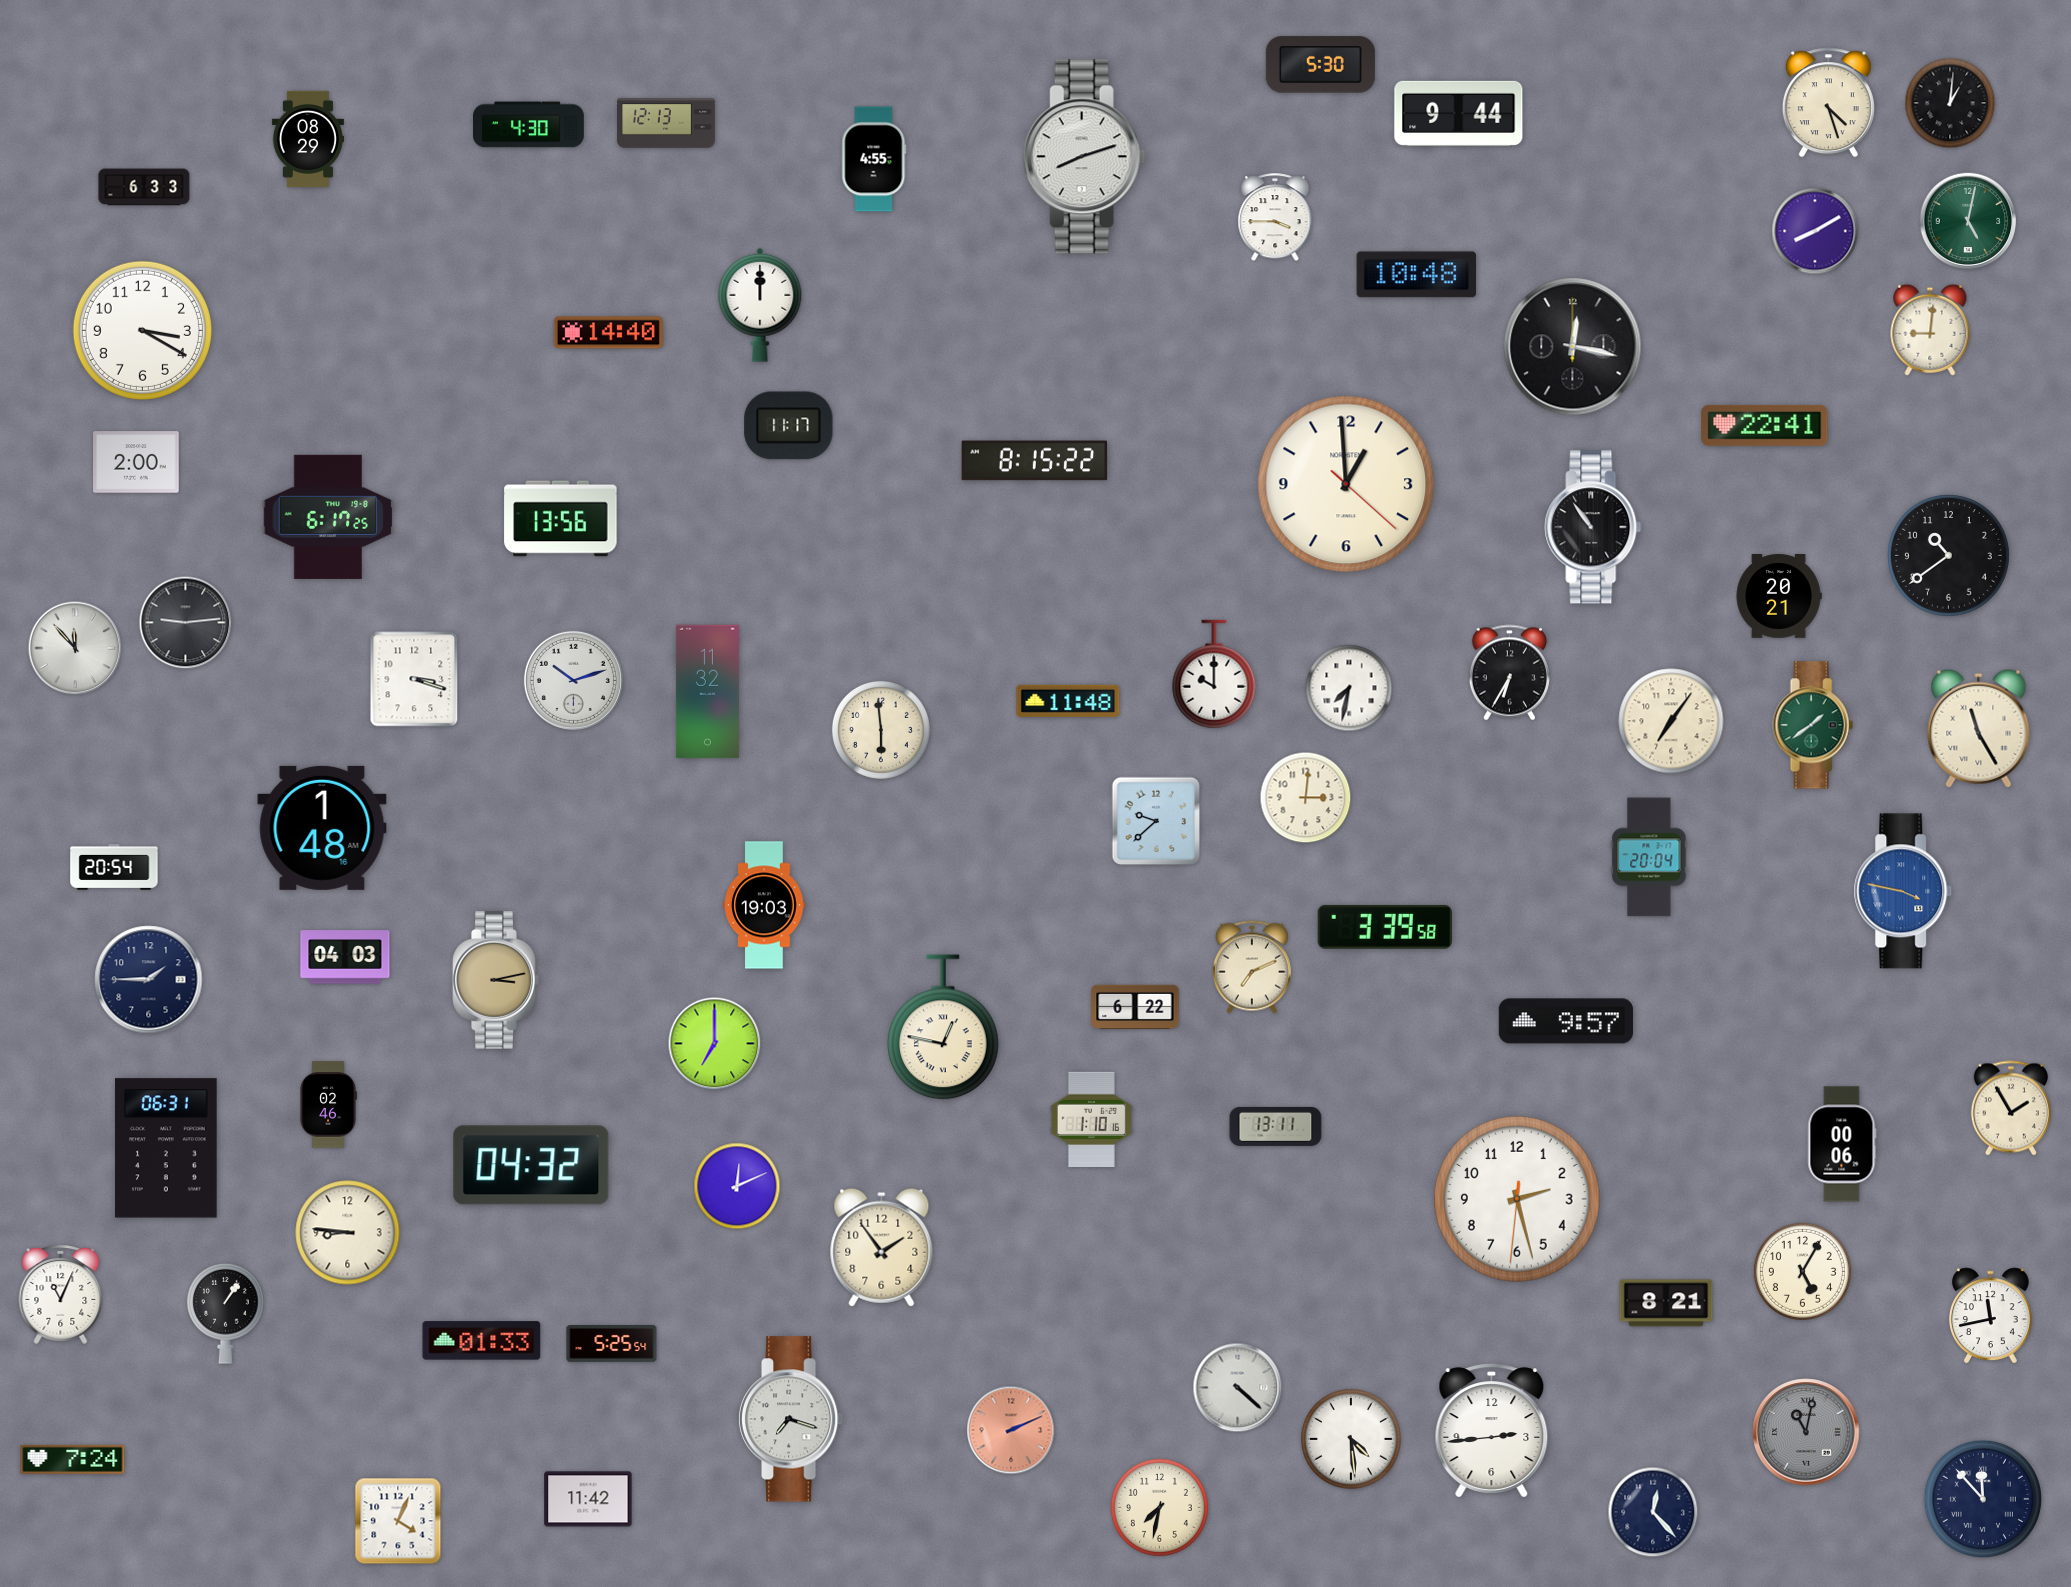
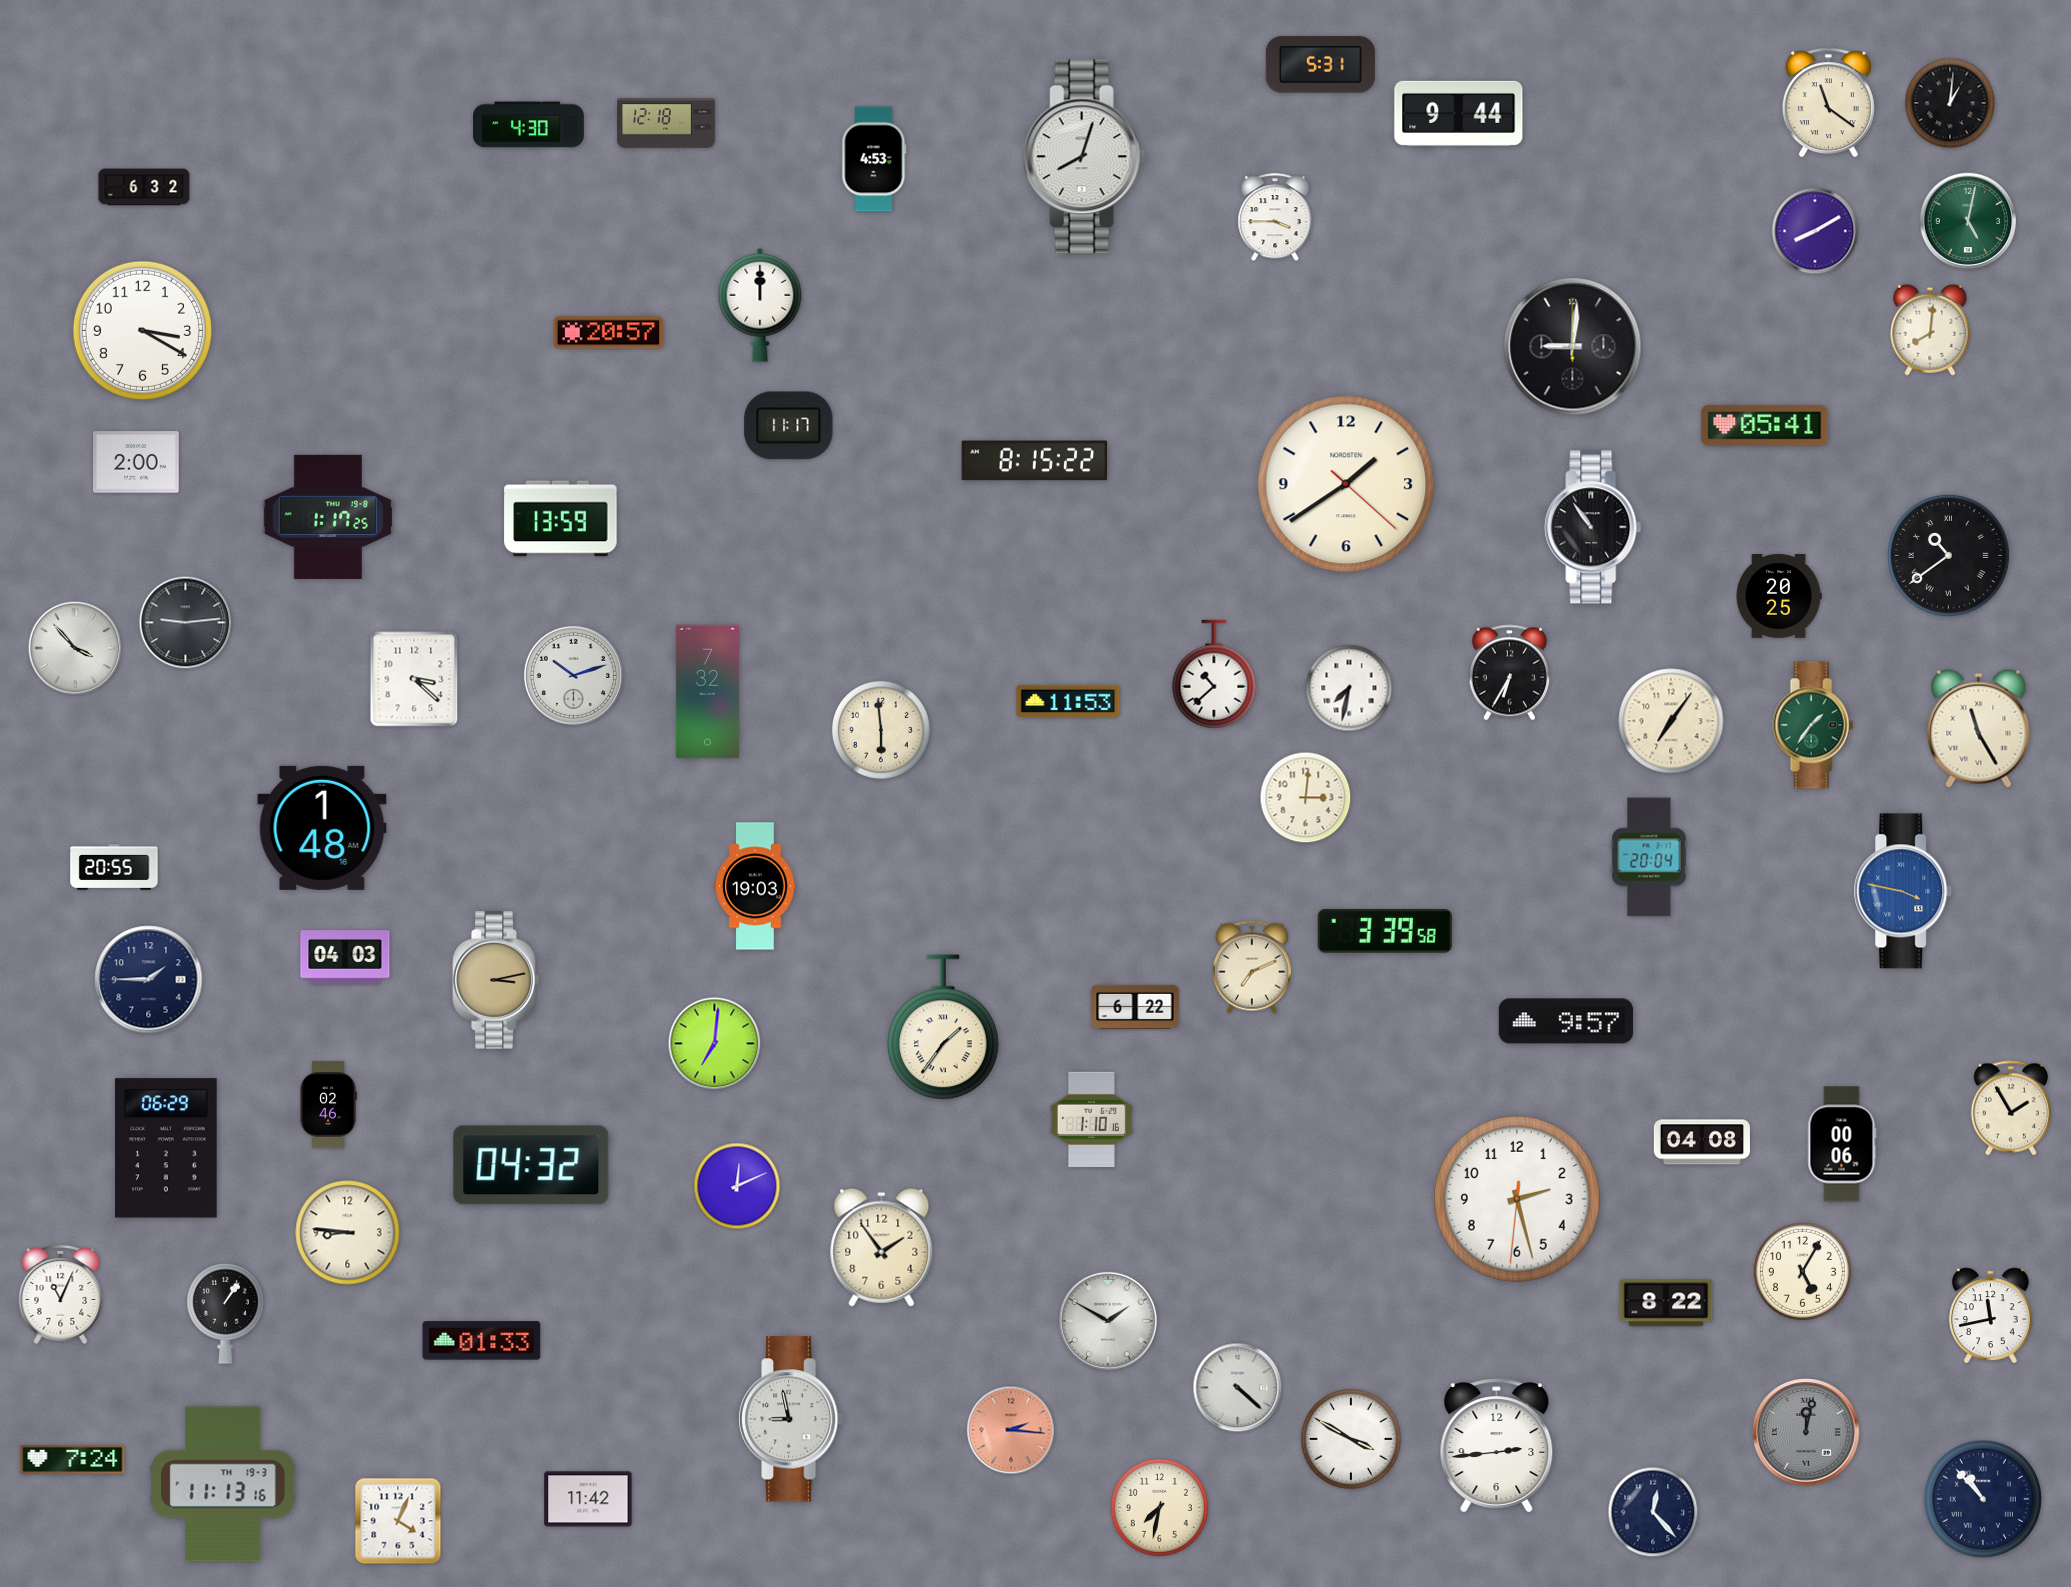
clock at (1320, 65): 5:30 -> 5:31
clock at (1828, 103): 4:27 -> 11:21
clock at (667, 123): 12:13 -> 12:18
clock at (308, 139): 08:29 -> none
clock at (1084, 157): 8:12 -> 8:03
clock at (874, 159): 4:55 -> 4:53
clock at (144, 187): 6:33 -> 6:32
clock at (1417, 275): 10:48 -> none
clock at (1930, 330): 9:01 -> 8:01
clock at (608, 333): 14:40 -> 20:57
clock at (1573, 347): 12:17 -> 9:01
clock at (1765, 425): 22:41 -> 05:41
clock at (1346, 484): 12:59 -> 1:39
clock at (328, 517): 6:17 -> 1:17
clock at (561, 519): 13:56 -> 13:59
clock at (1949, 556) numerals: Arabic -> Roman
clock at (1779, 597): 20:21 -> 20:25
clock at (75, 648): 11:53 -> 3:53
clock at (1214, 674): 10:00 -> 10:38
clock at (414, 679): 3:18 -> 3:22
clock at (573, 680) position: (573, 680) -> (573, 675)
clock at (707, 692): 11:32 -> 7:32
clock at (1068, 701): 11:48 -> 11:53
clock at (1813, 725): 1:39 -> 1:36
clock at (1156, 821): 9:38 -> none
clock at (114, 867): 20:54 -> 20:55
clock at (764, 905) position: (764, 905) -> (755, 886)
clock at (1385, 927) position: (1385, 927) -> (1385, 931)
clock at (944, 1027): 12:47 -> 1:36
clock at (715, 1044): 7:00 -> 7:01
clock at (1276, 1126): 13:11 -> none
clock at (1702, 1142): none -> 04:08
clock at (166, 1148): 06:31 -> 06:29
clock at (1666, 1303): 8:21 -> 8:22
clock at (1108, 1321): none -> 1:50
clock at (612, 1344): 5:25 -> none
clock at (791, 1419): 7:18 -> 8:58
clock at (1011, 1430): 2:11 -> 2:16
clock at (1492, 1431) position: (1492, 1431) -> (1497, 1446)
clock at (1806, 1432): 11:02 -> 12:02
clock at (1352, 1440): 4:29 -> 3:50
clock at (223, 1484): none -> 11:13
clock at (1983, 1499): 11:53 -> 10:53
